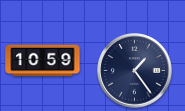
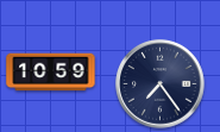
clock at (135, 71): 1:24 -> 7:24
